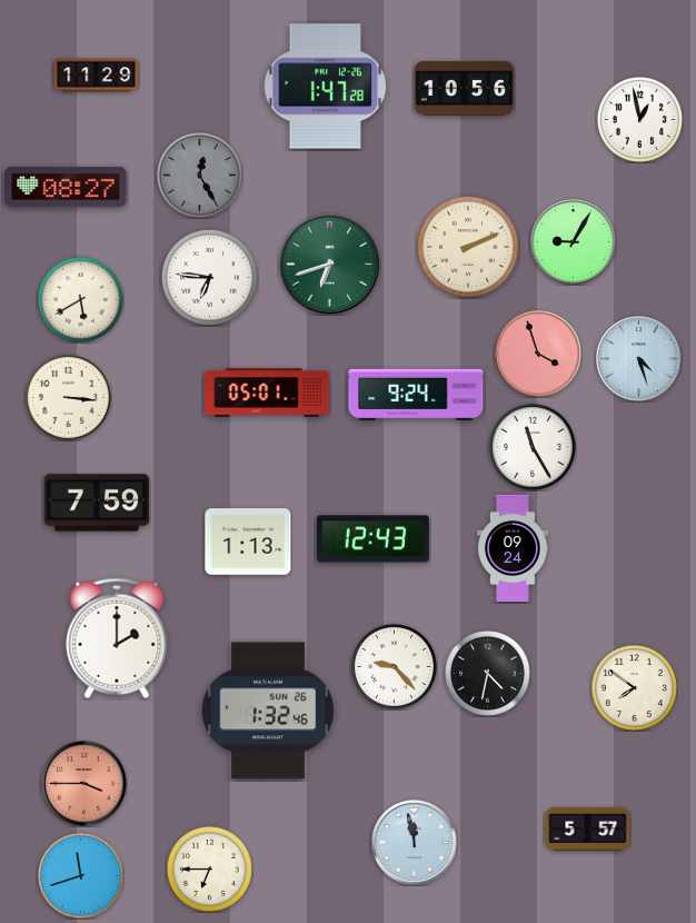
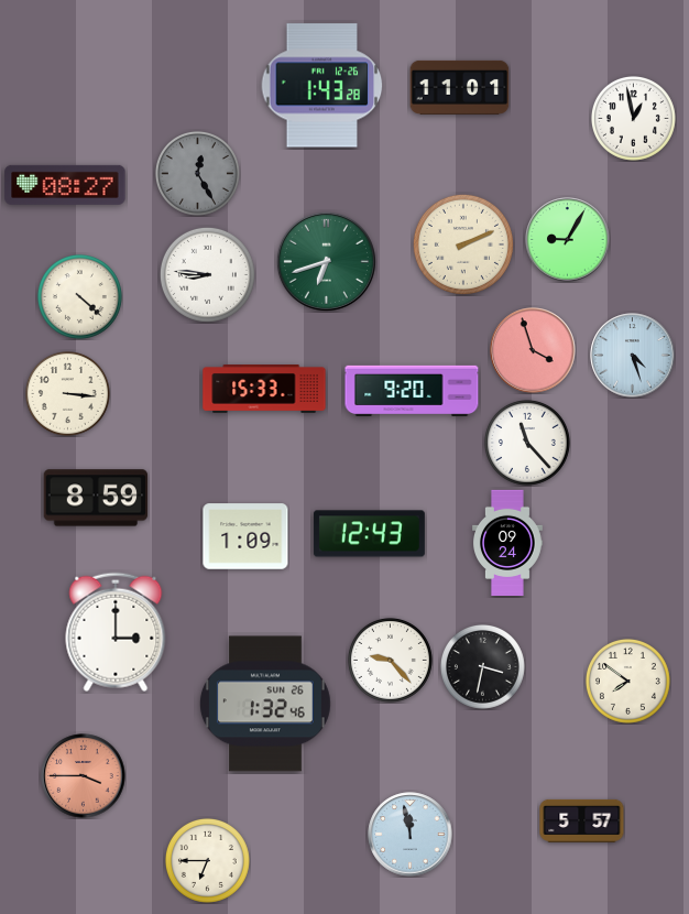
clock at (97, 76): 11:29 -> none
clock at (326, 87): 1:47 -> 1:43
clock at (465, 88): 10:56 -> 11:01
clock at (209, 277): 6:46 -> 8:46
clock at (80, 299): 5:40 -> 4:22
clock at (267, 394): 05:01 -> 15:33
clock at (416, 394): 9:24 -> 9:20
clock at (533, 447): 11:25 -> 11:23
clock at (97, 503): 7:59 -> 8:59
clock at (248, 542): 1:13 -> 1:09
clock at (117, 638): 2:00 -> 3:00
clock at (487, 673): 4:32 -> 3:32
clock at (80, 875): 11:42 -> none
